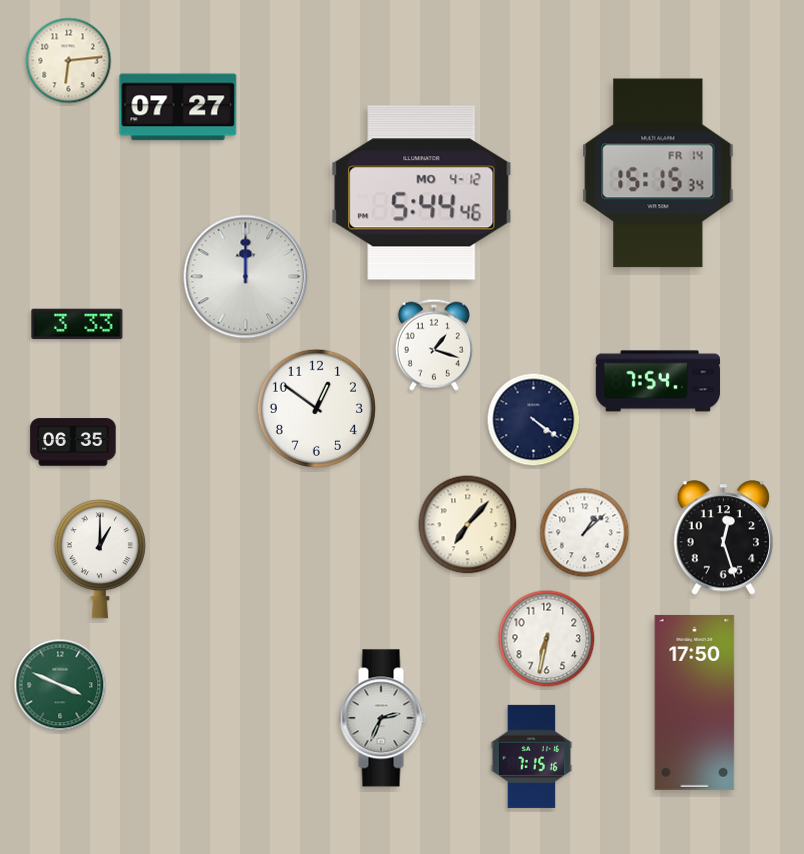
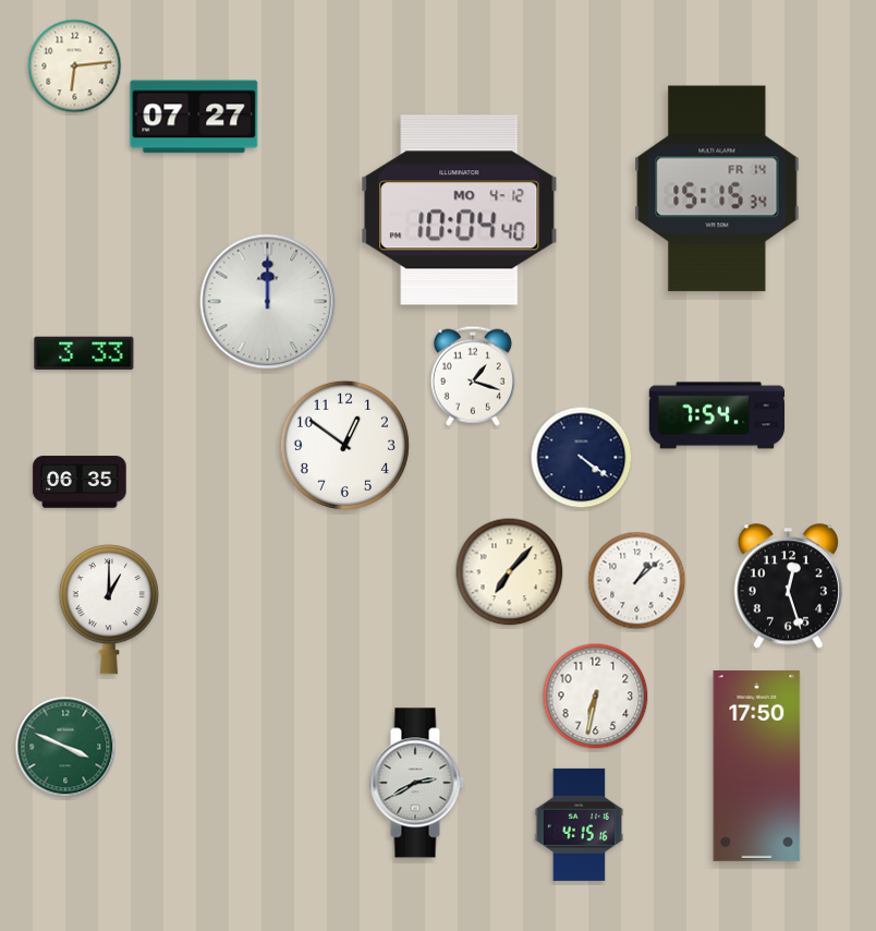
clock at (422, 193): 5:44 -> 10:04
clock at (383, 718): 2:34 -> 2:40
clock at (532, 756): 7:15 -> 4:15
